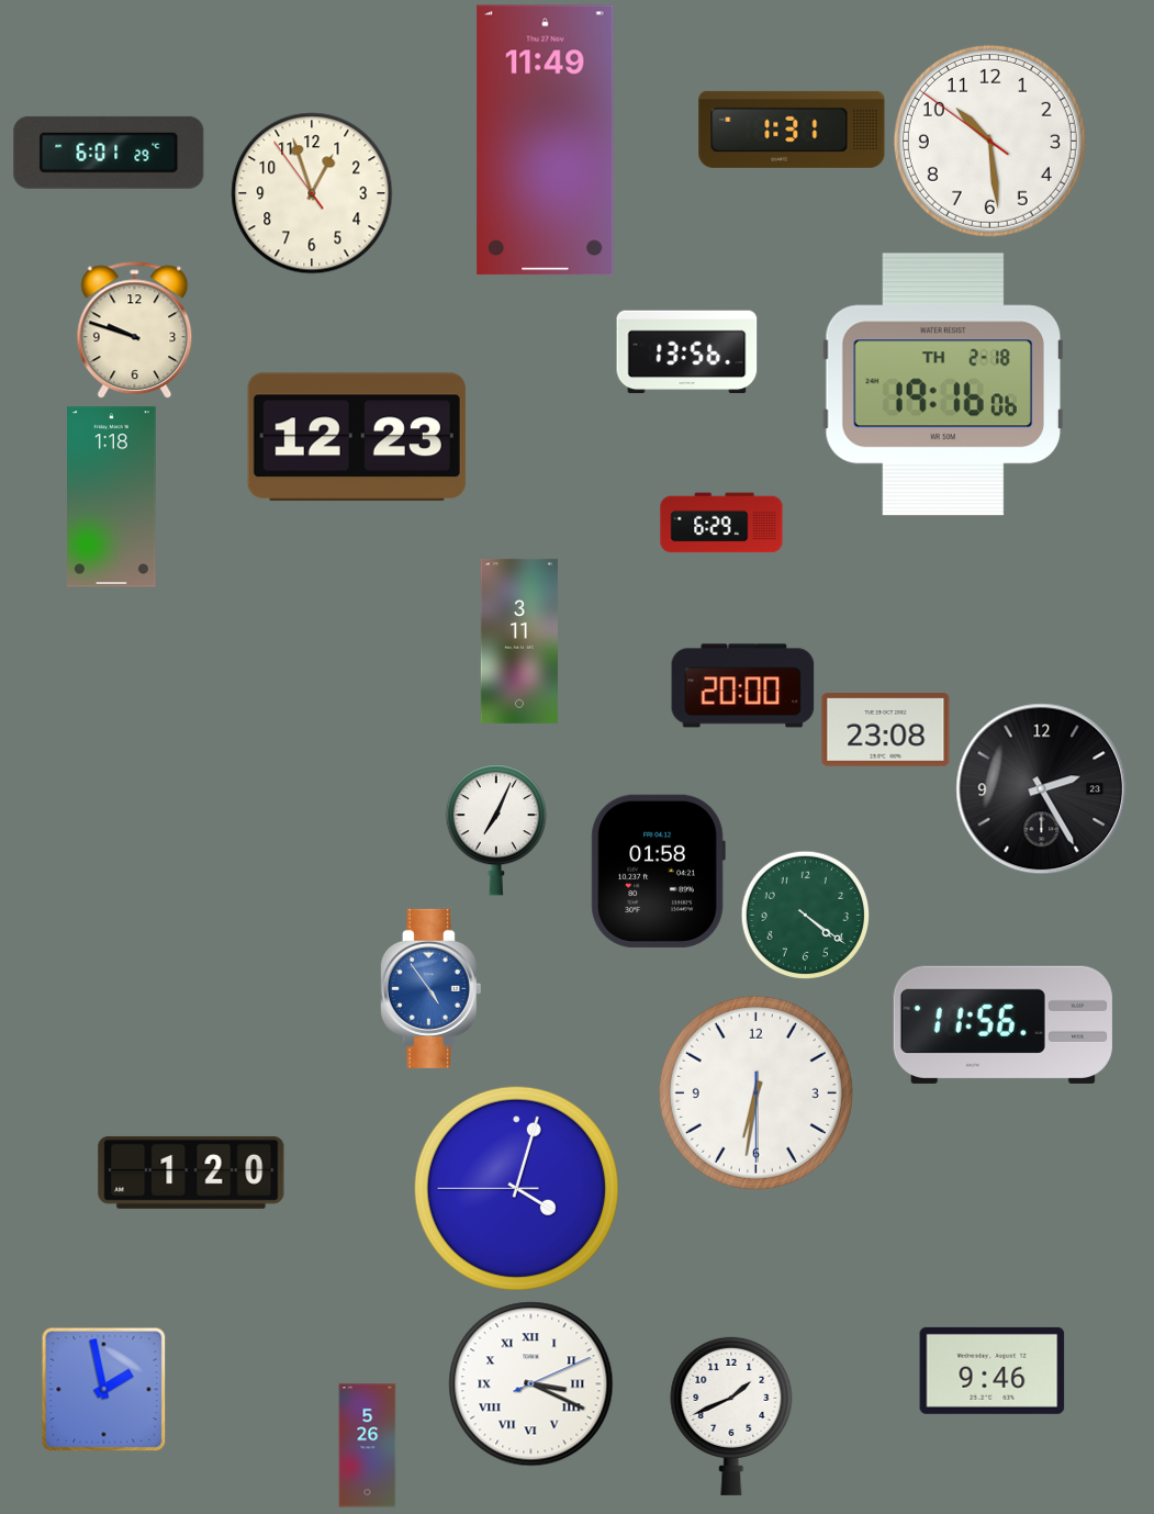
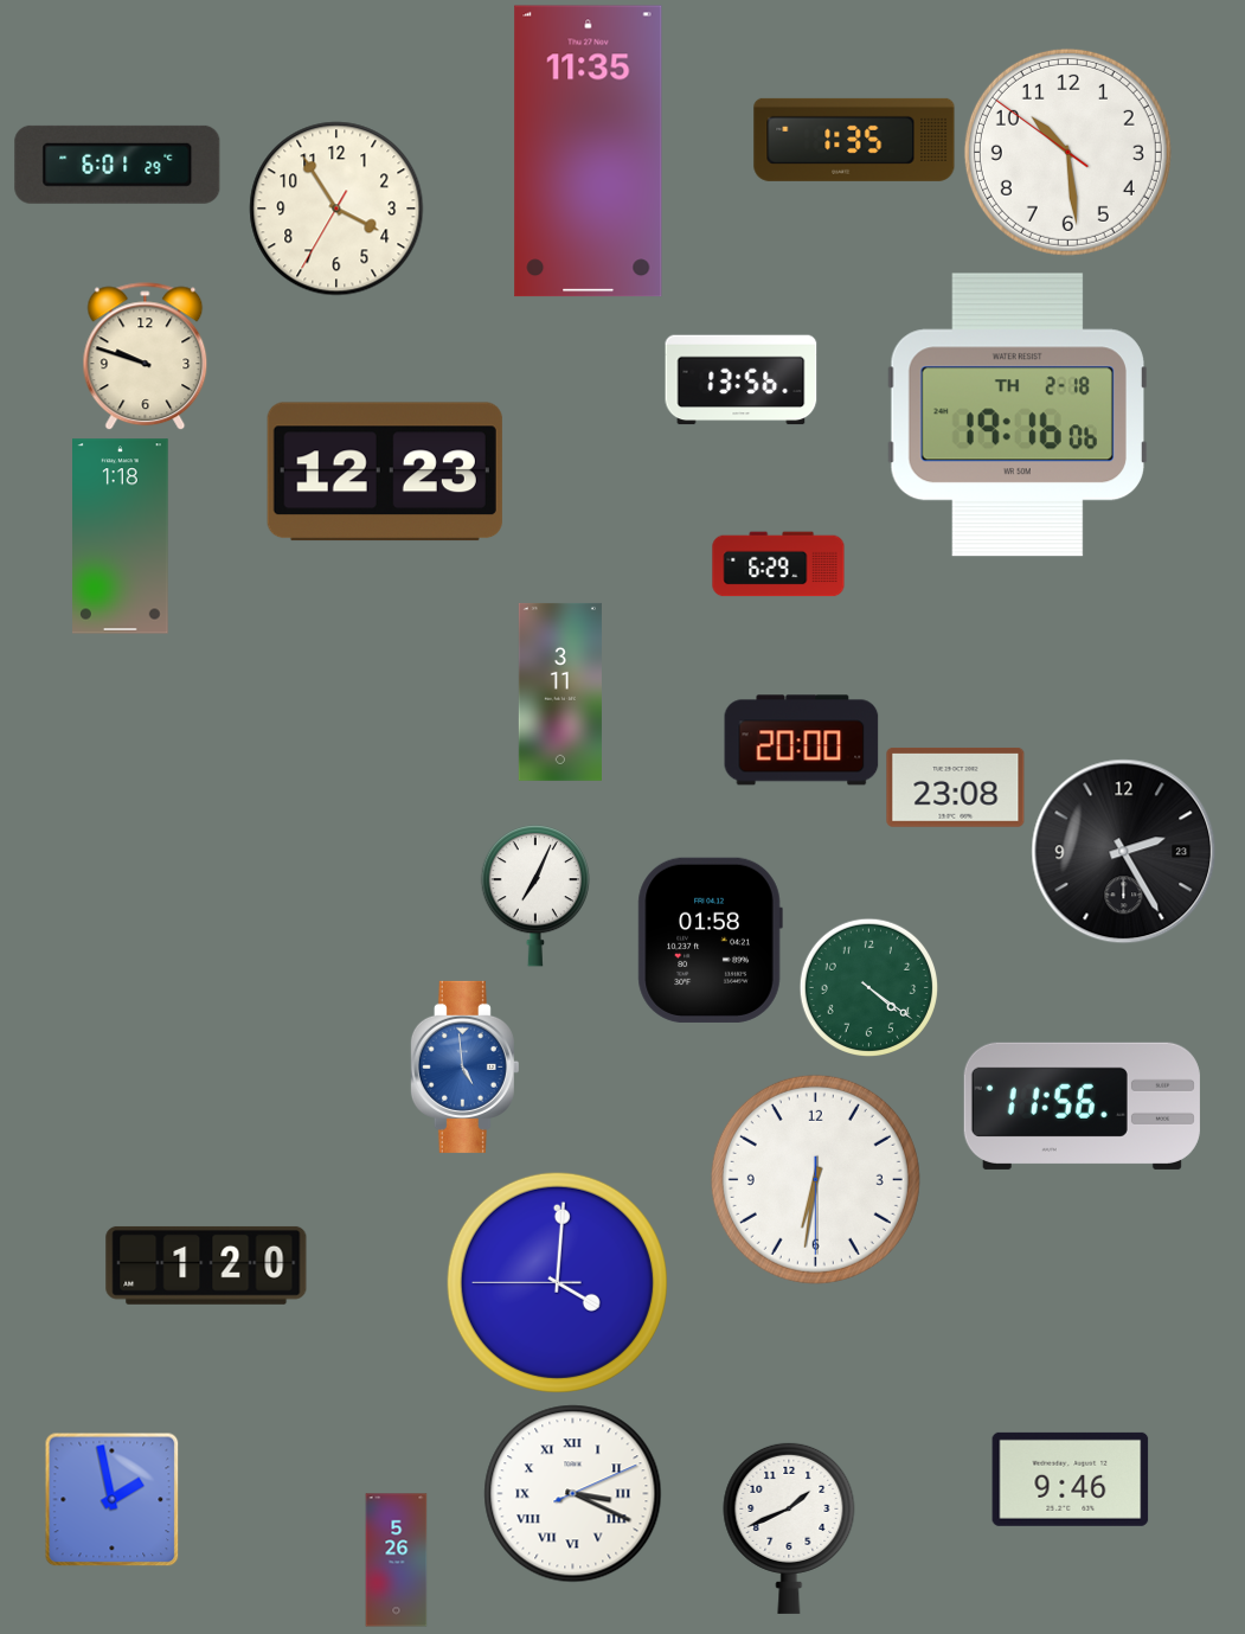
clock at (792, 130): 1:31 -> 1:35
clock at (546, 141): 11:49 -> 11:35
clock at (312, 193): 12:56 -> 3:54
clock at (430, 988): 4:54 -> 4:59
clock at (516, 1188): 4:02 -> 4:00
